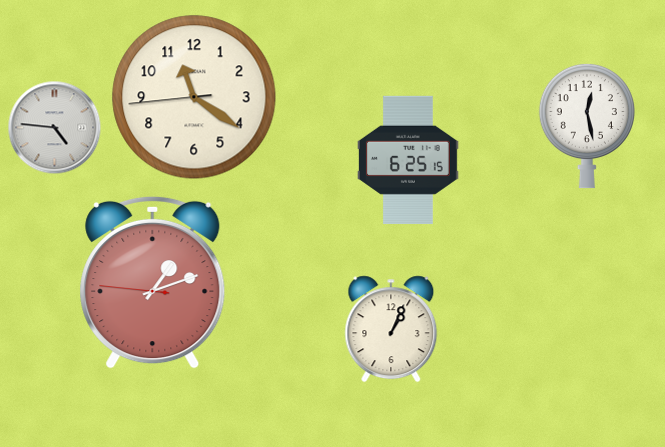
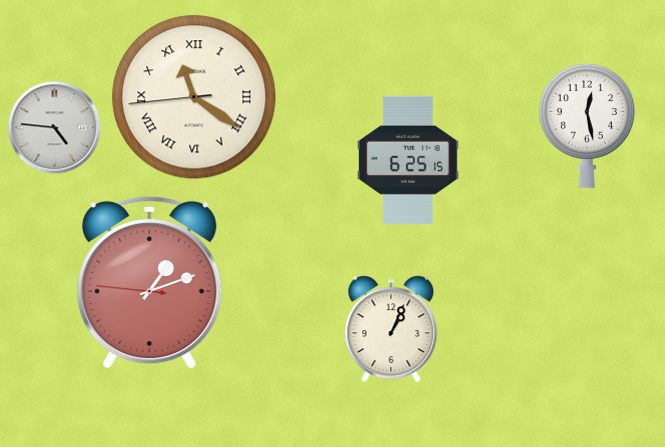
clock at (194, 97) numerals: Arabic -> Roman
clock at (153, 282) position: (153, 282) -> (150, 282)
